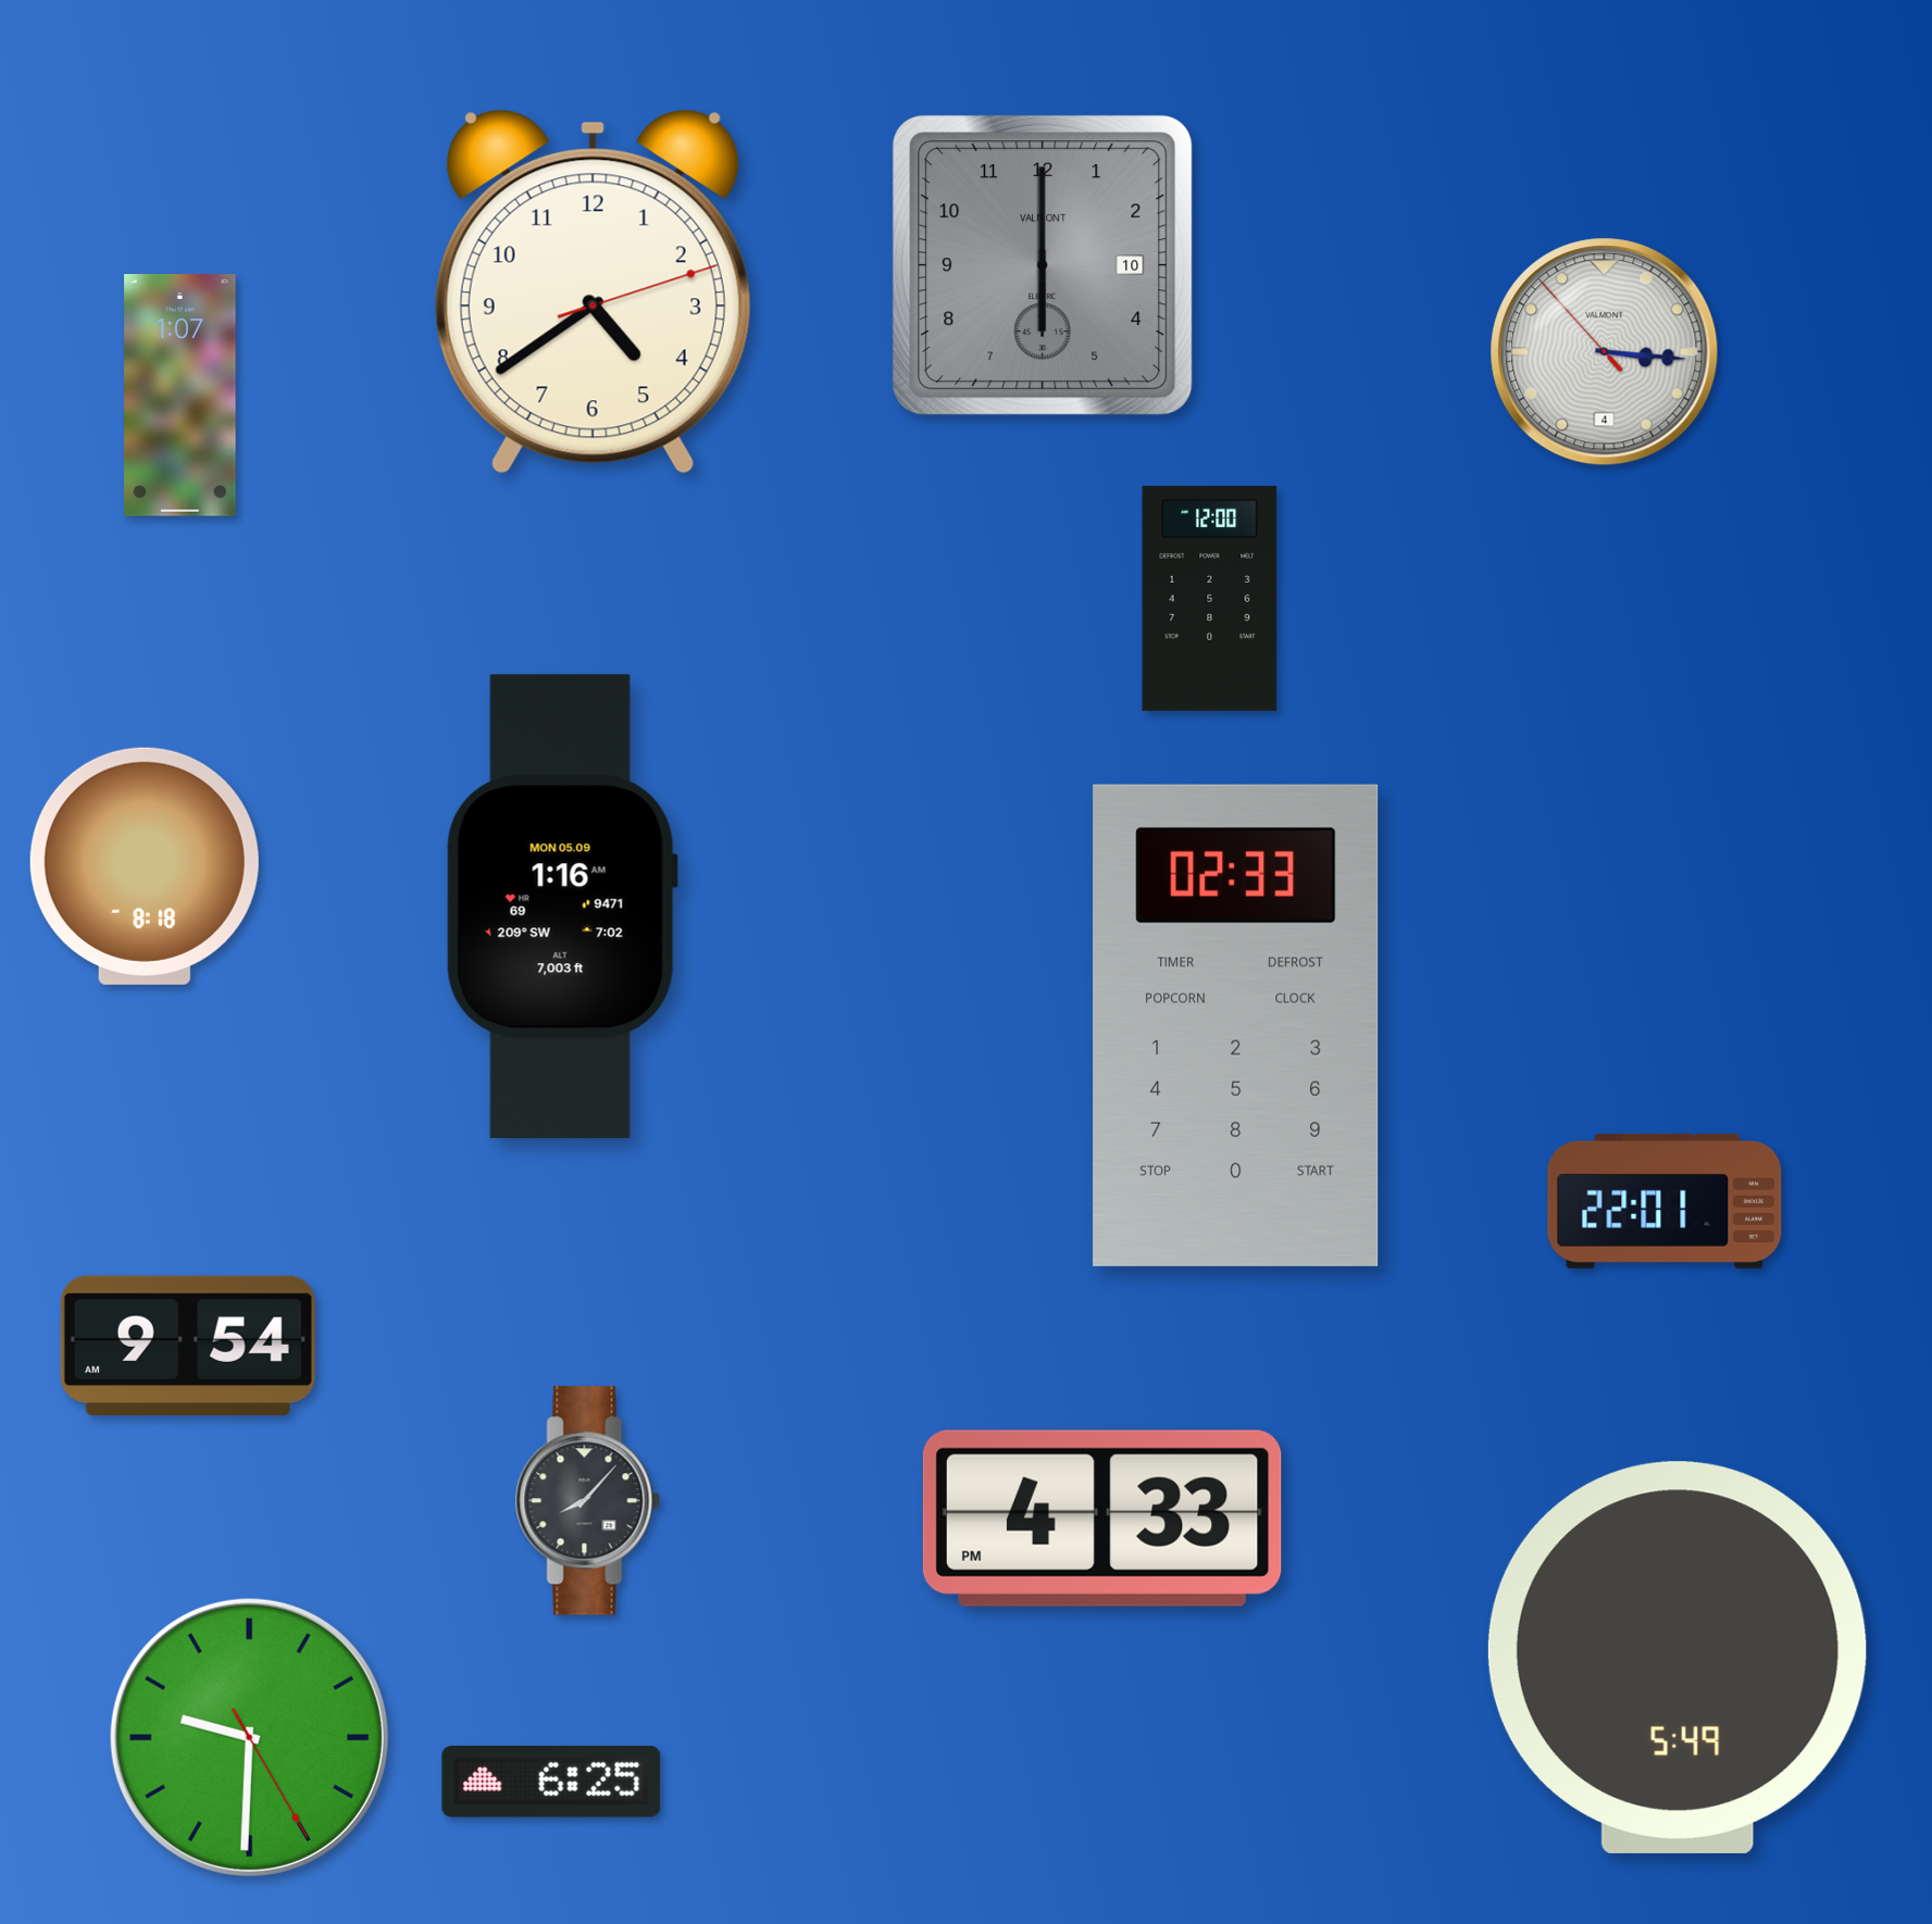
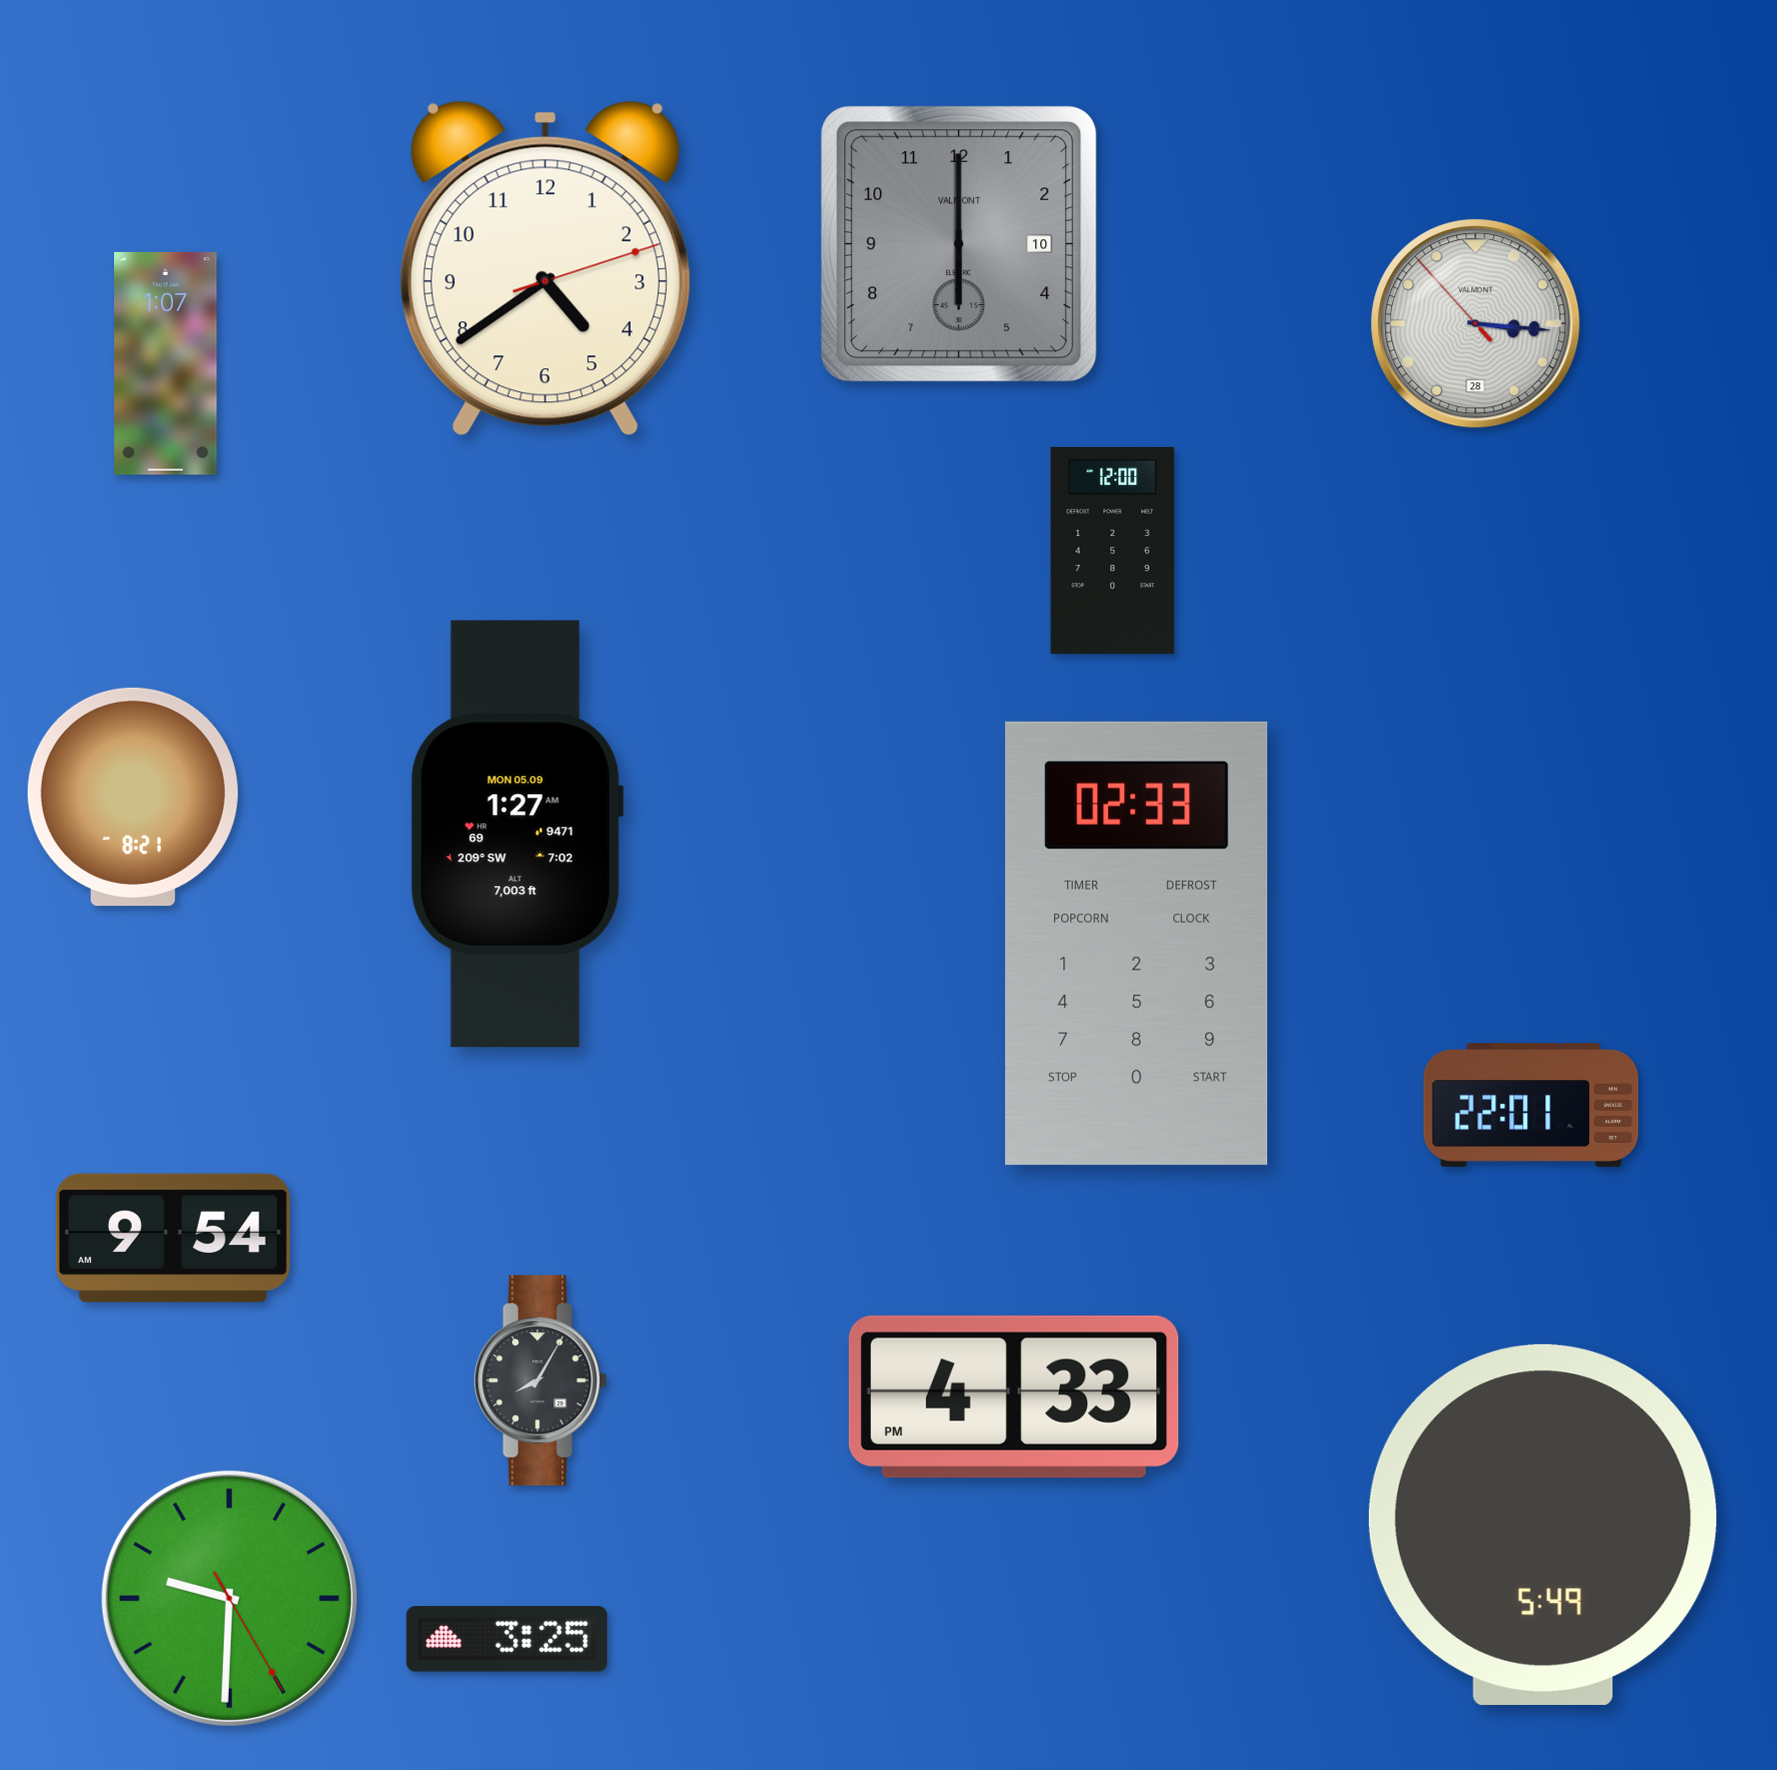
clock at (1605, 352) date: 4 -> 28
clock at (145, 866): 8:18 -> 8:21
clock at (562, 907): 1:16 -> 1:27
clock at (587, 1501): 8:07 -> 8:05
clock at (551, 1783): 6:25 -> 3:25
